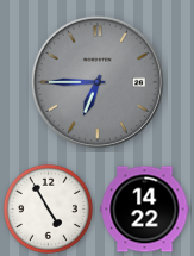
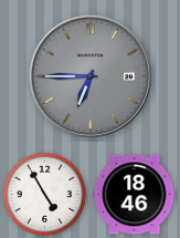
clock at (145, 210): 14:22 -> 18:46
